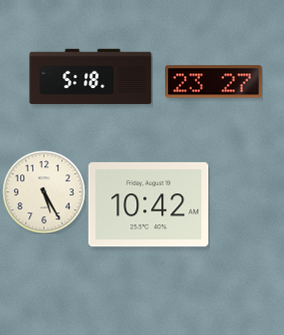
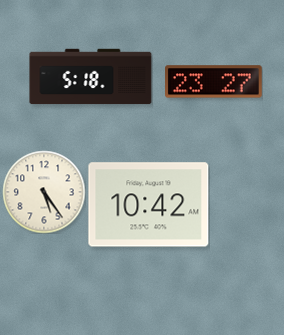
clock at (44, 192): 5:25 -> 5:24
